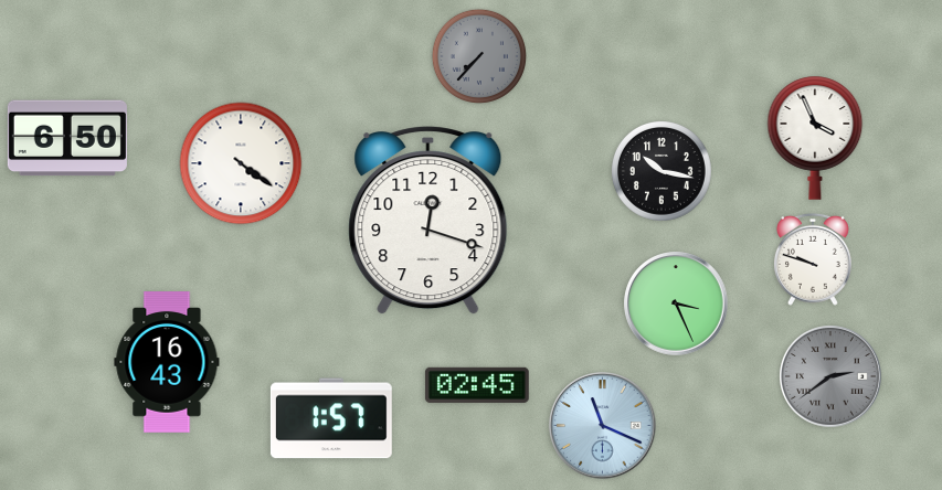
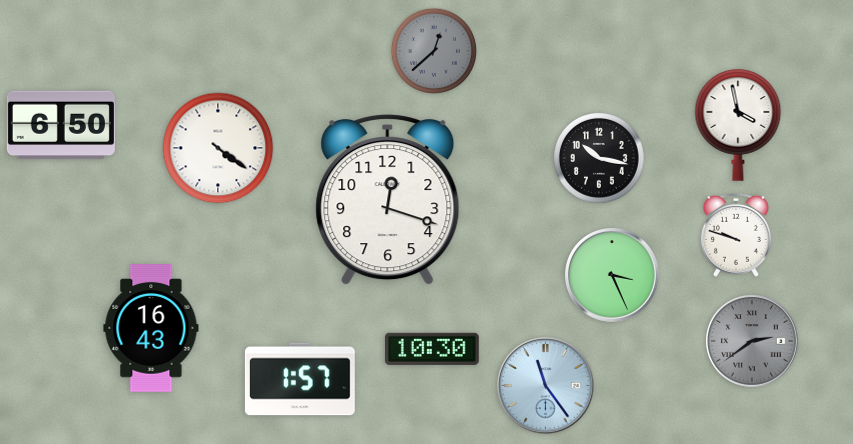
clock at (479, 56): 7:37 -> 12:38
clock at (815, 138): 3:56 -> 3:58
clock at (663, 172) position: (663, 172) -> (600, 159)
clock at (477, 385): 02:45 -> 10:30
clock at (603, 426): 11:19 -> 11:24
